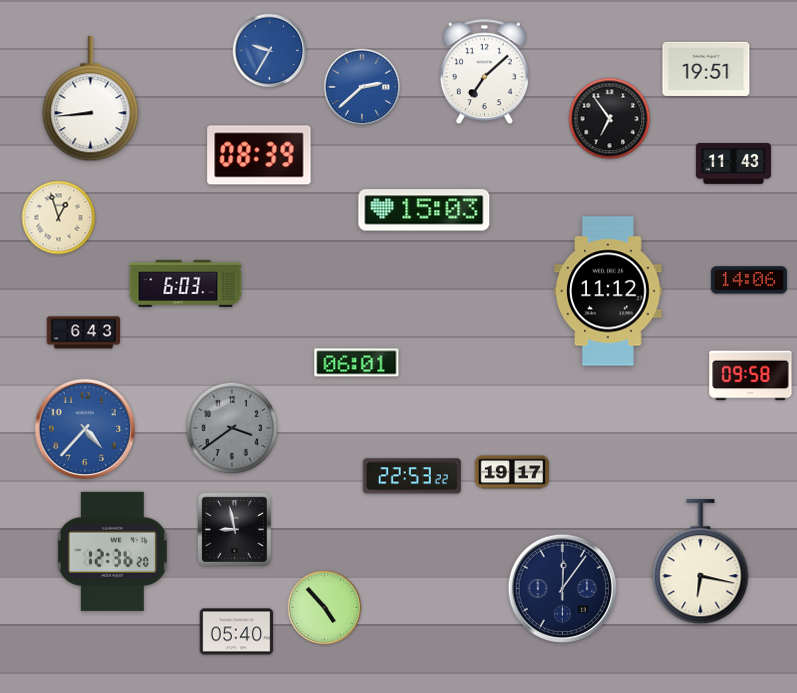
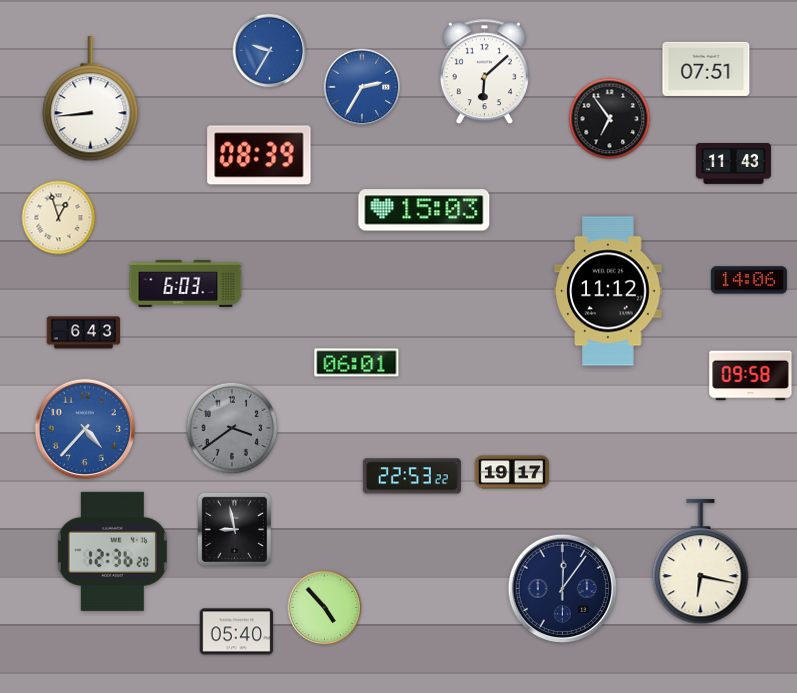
clock at (706, 69): 19:51 -> 07:51
clock at (484, 72): 7:08 -> 6:08
clock at (362, 87): 2:38 -> 2:35
